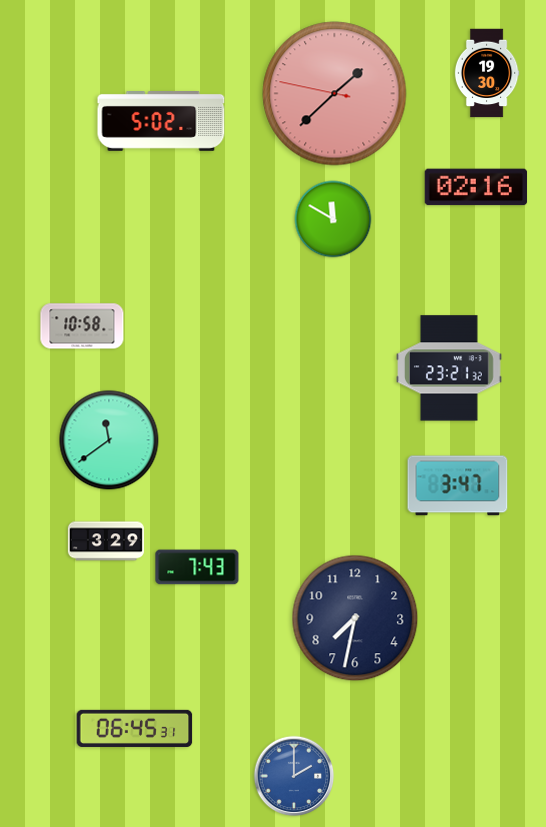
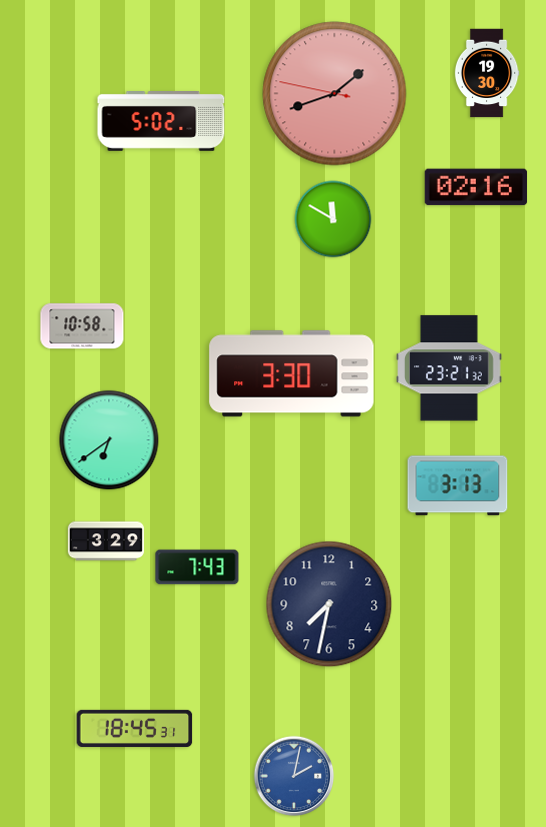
clock at (335, 94): 1:37 -> 1:41
clock at (292, 374): none -> 3:30
clock at (109, 440): 11:39 -> 6:39
clock at (458, 486): 3:47 -> 3:13
clock at (355, 618) position: (355, 618) -> (329, 604)
clock at (135, 728): 06:45 -> 18:45
clock at (294, 776): 2:00 -> 2:02
